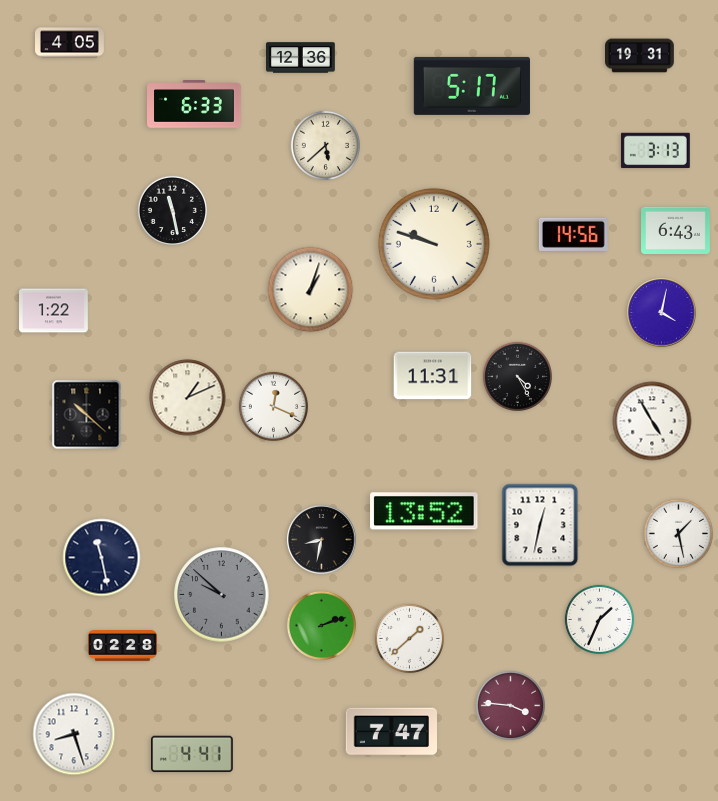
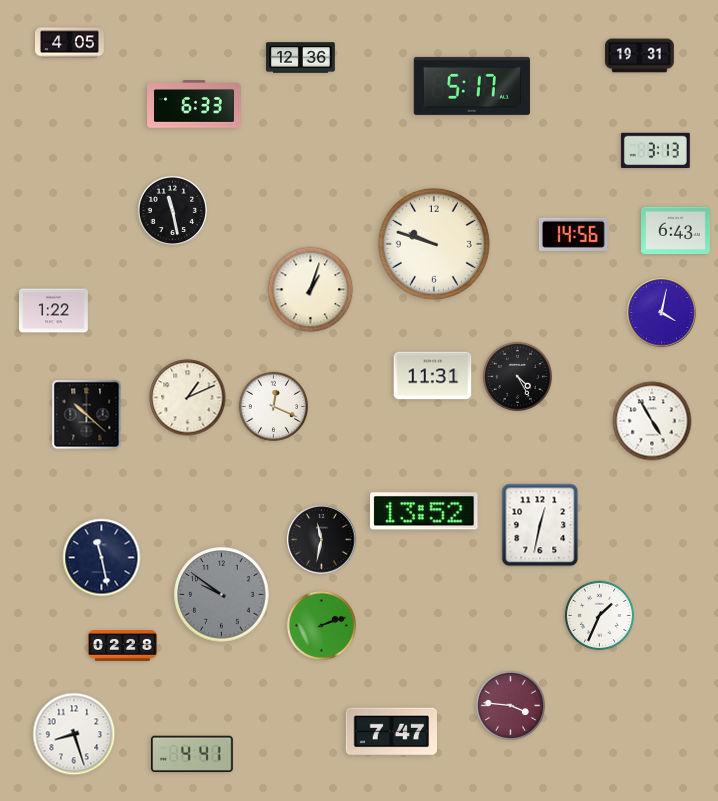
clock at (325, 145): 5:38 -> none
clock at (678, 533): 1:28 -> none
clock at (322, 540): 8:32 -> 11:32
clock at (222, 595): 9:52 -> 9:51
clock at (599, 619) position: (599, 619) -> (599, 615)
clock at (409, 638): 1:38 -> none
